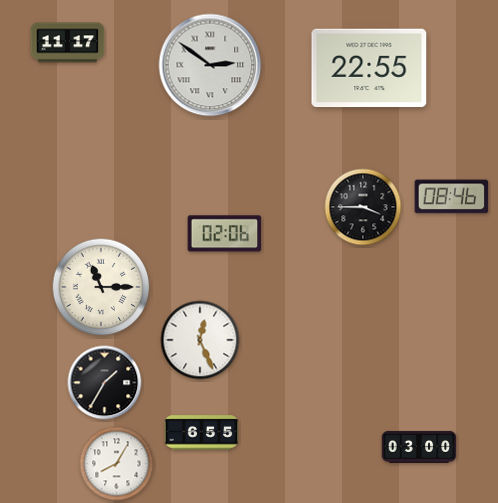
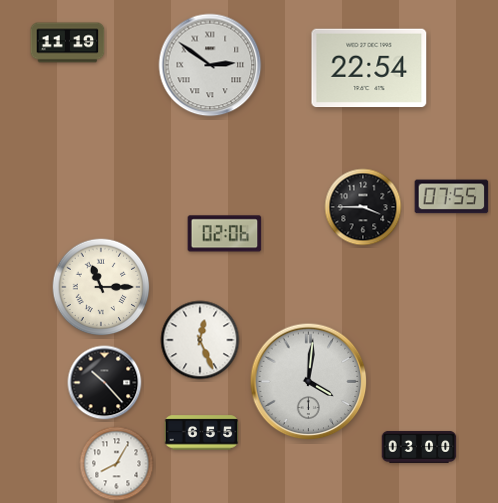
clock at (68, 43): 11:17 -> 11:19
clock at (369, 68): 22:55 -> 22:54
clock at (452, 197): 08:46 -> 07:55
clock at (309, 382): none -> 4:01
clock at (105, 383): 1:35 -> 10:23
